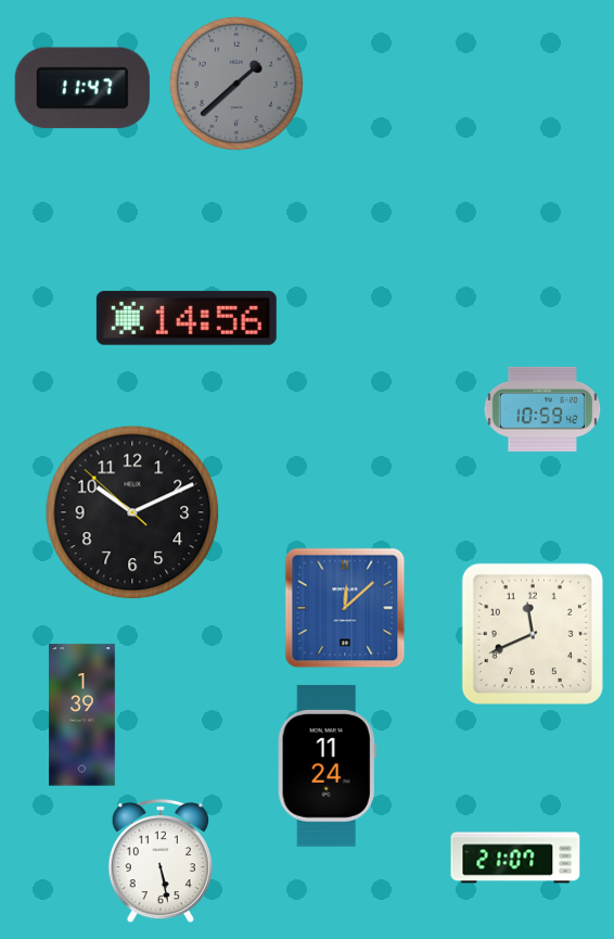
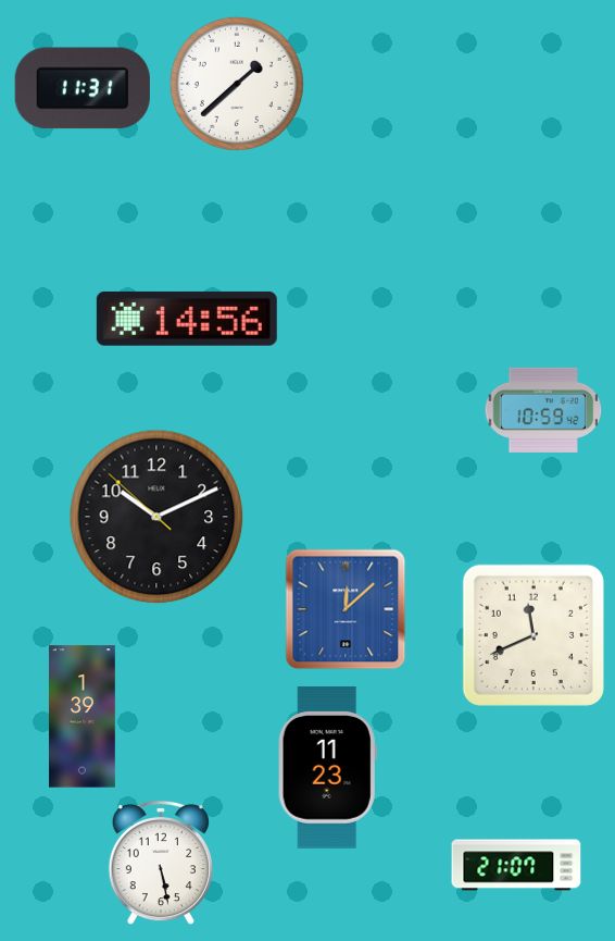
clock at (236, 84) dial: grey -> white
clock at (82, 88): 11:47 -> 11:31
clock at (132, 512) position: (132, 512) -> (156, 517)
clock at (327, 766): 11:24 -> 11:23
clock at (515, 858) position: (515, 858) -> (516, 865)
